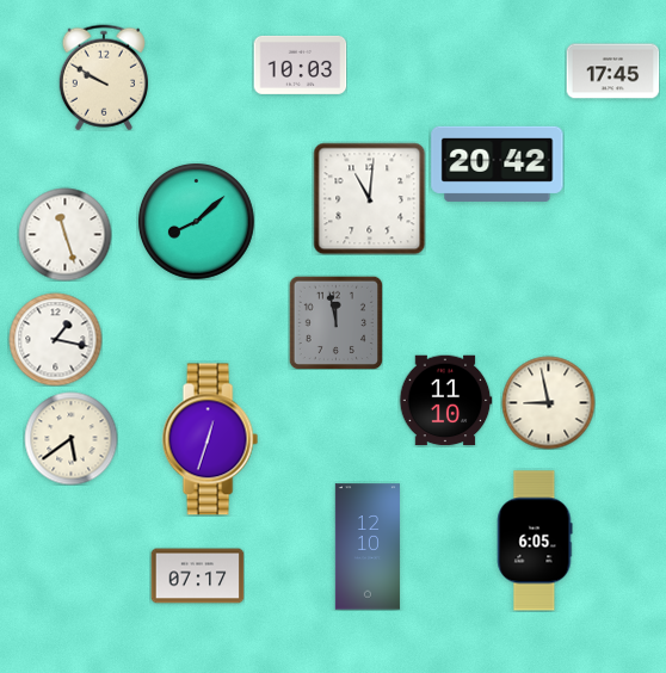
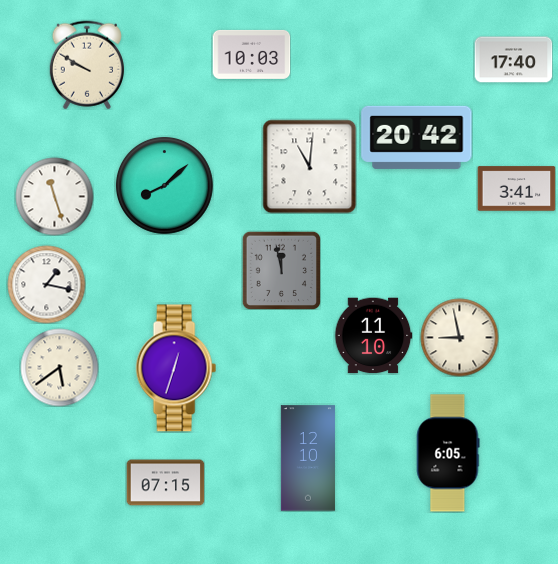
clock at (612, 72): 17:45 -> 17:40
clock at (516, 189): none -> 3:41
clock at (197, 576): 07:17 -> 07:15
